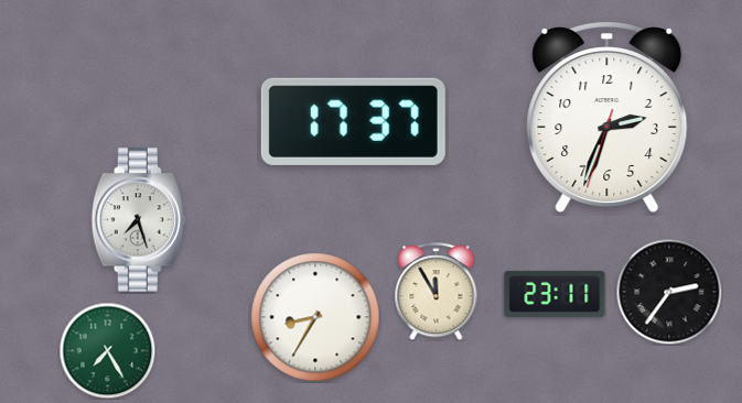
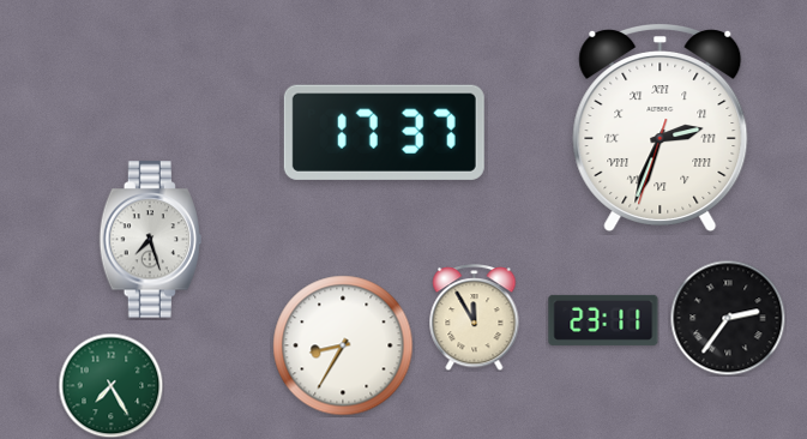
clock at (607, 118) numerals: Arabic -> Roman
clock at (107, 350) position: (107, 350) -> (110, 385)
